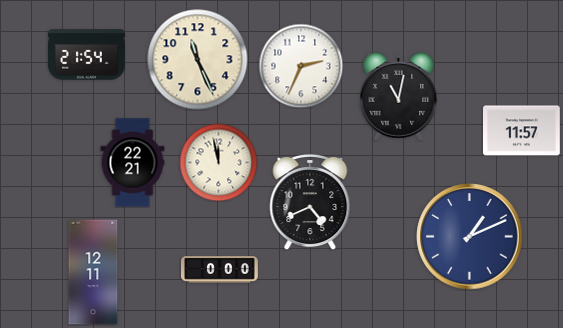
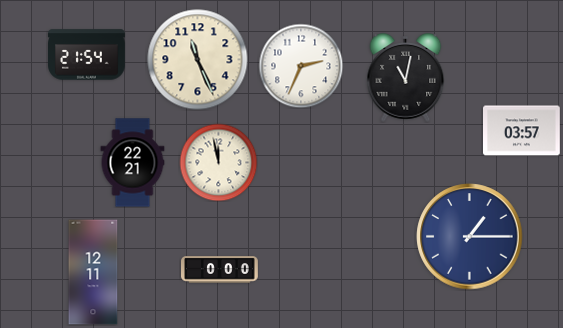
clock at (399, 97) position: (399, 97) -> (406, 78)
clock at (522, 131): 11:57 -> 03:57
clock at (310, 202): 4:41 -> none
clock at (470, 237): 1:11 -> 1:15
